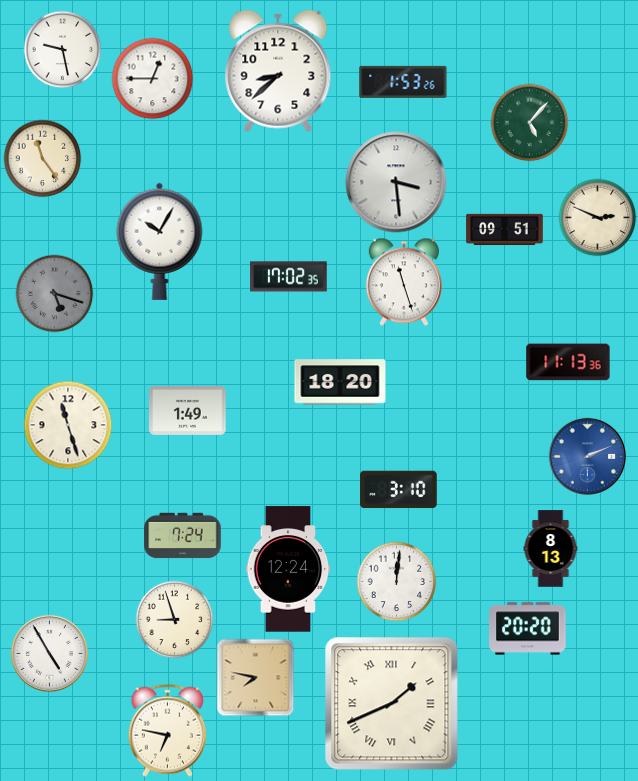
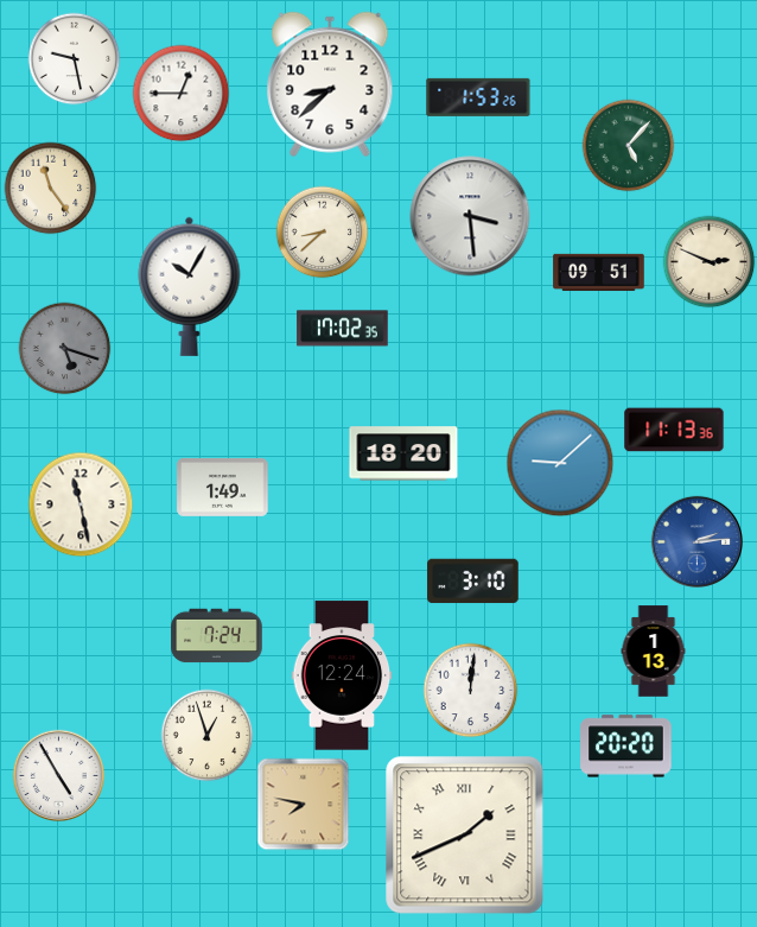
clock at (322, 231): none -> 8:38
clock at (597, 217) position: (597, 217) -> (708, 261)
clock at (404, 282): 11:27 -> none
clock at (560, 463): none -> 9:08
clock at (68, 425): 11:27 -> 11:28
clock at (587, 456): 2:11 -> 2:14
clock at (551, 549): 8:13 -> 1:13
clock at (174, 619): 8:57 -> 12:57
clock at (167, 730): 6:47 -> none
